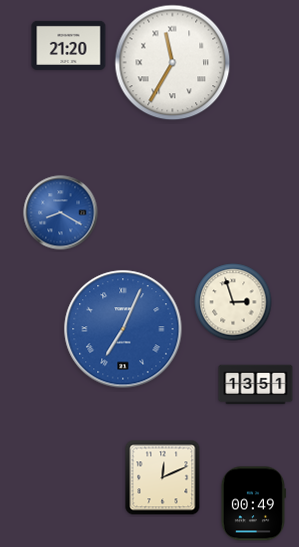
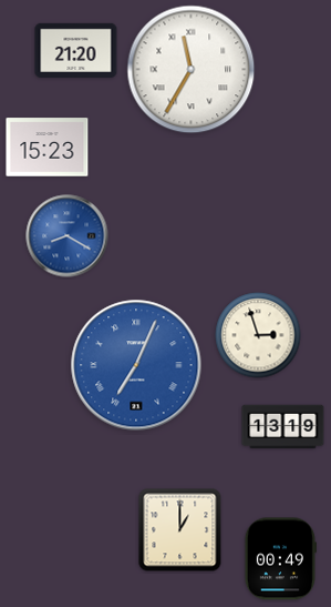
clock at (48, 148): none -> 15:23
clock at (256, 385): 13:51 -> 13:19
clock at (163, 478): 12:11 -> 1:00
